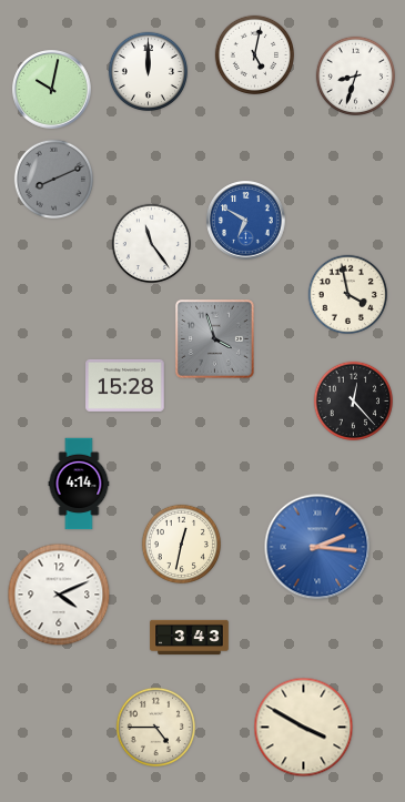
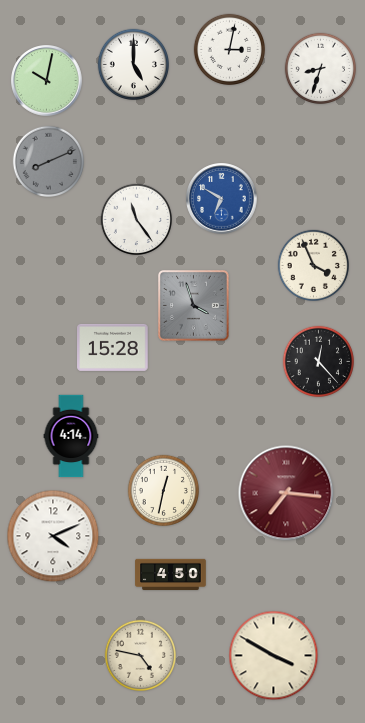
clock at (254, 54): 5:02 -> 3:02
clock at (148, 71): 12:00 -> 5:00
clock at (347, 294): 3:58 -> 3:56
clock at (317, 547): 2:16 -> 7:16
clock at (317, 547) dial: blue -> burgundy
clock at (190, 638): 3:43 -> 4:50
clock at (155, 727): 4:45 -> 4:47
